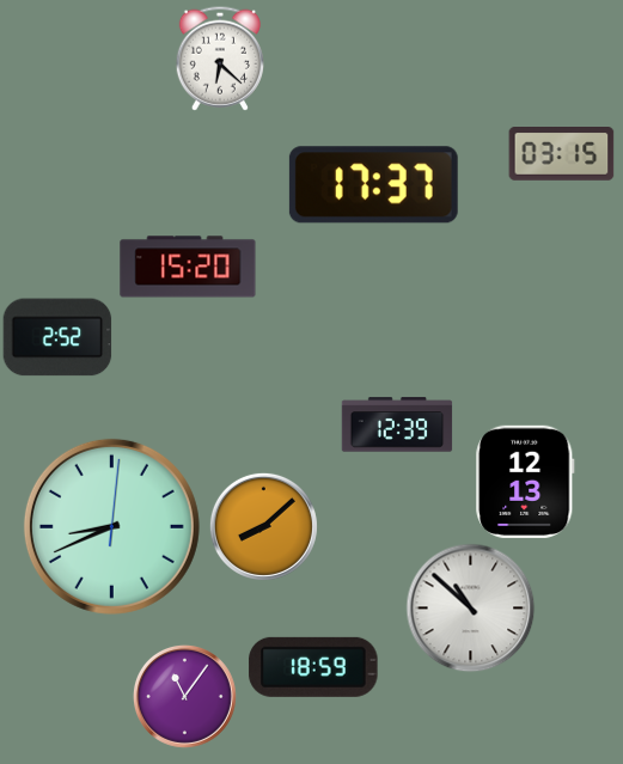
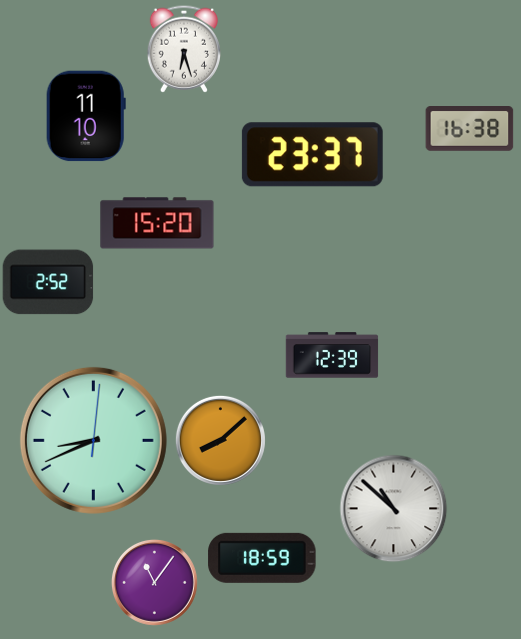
clock at (220, 59): 6:22 -> 6:27
clock at (86, 116): none -> 11:10
clock at (562, 154): 03:15 -> 16:38
clock at (373, 185): 17:37 -> 23:37
clock at (525, 482): 12:13 -> none
